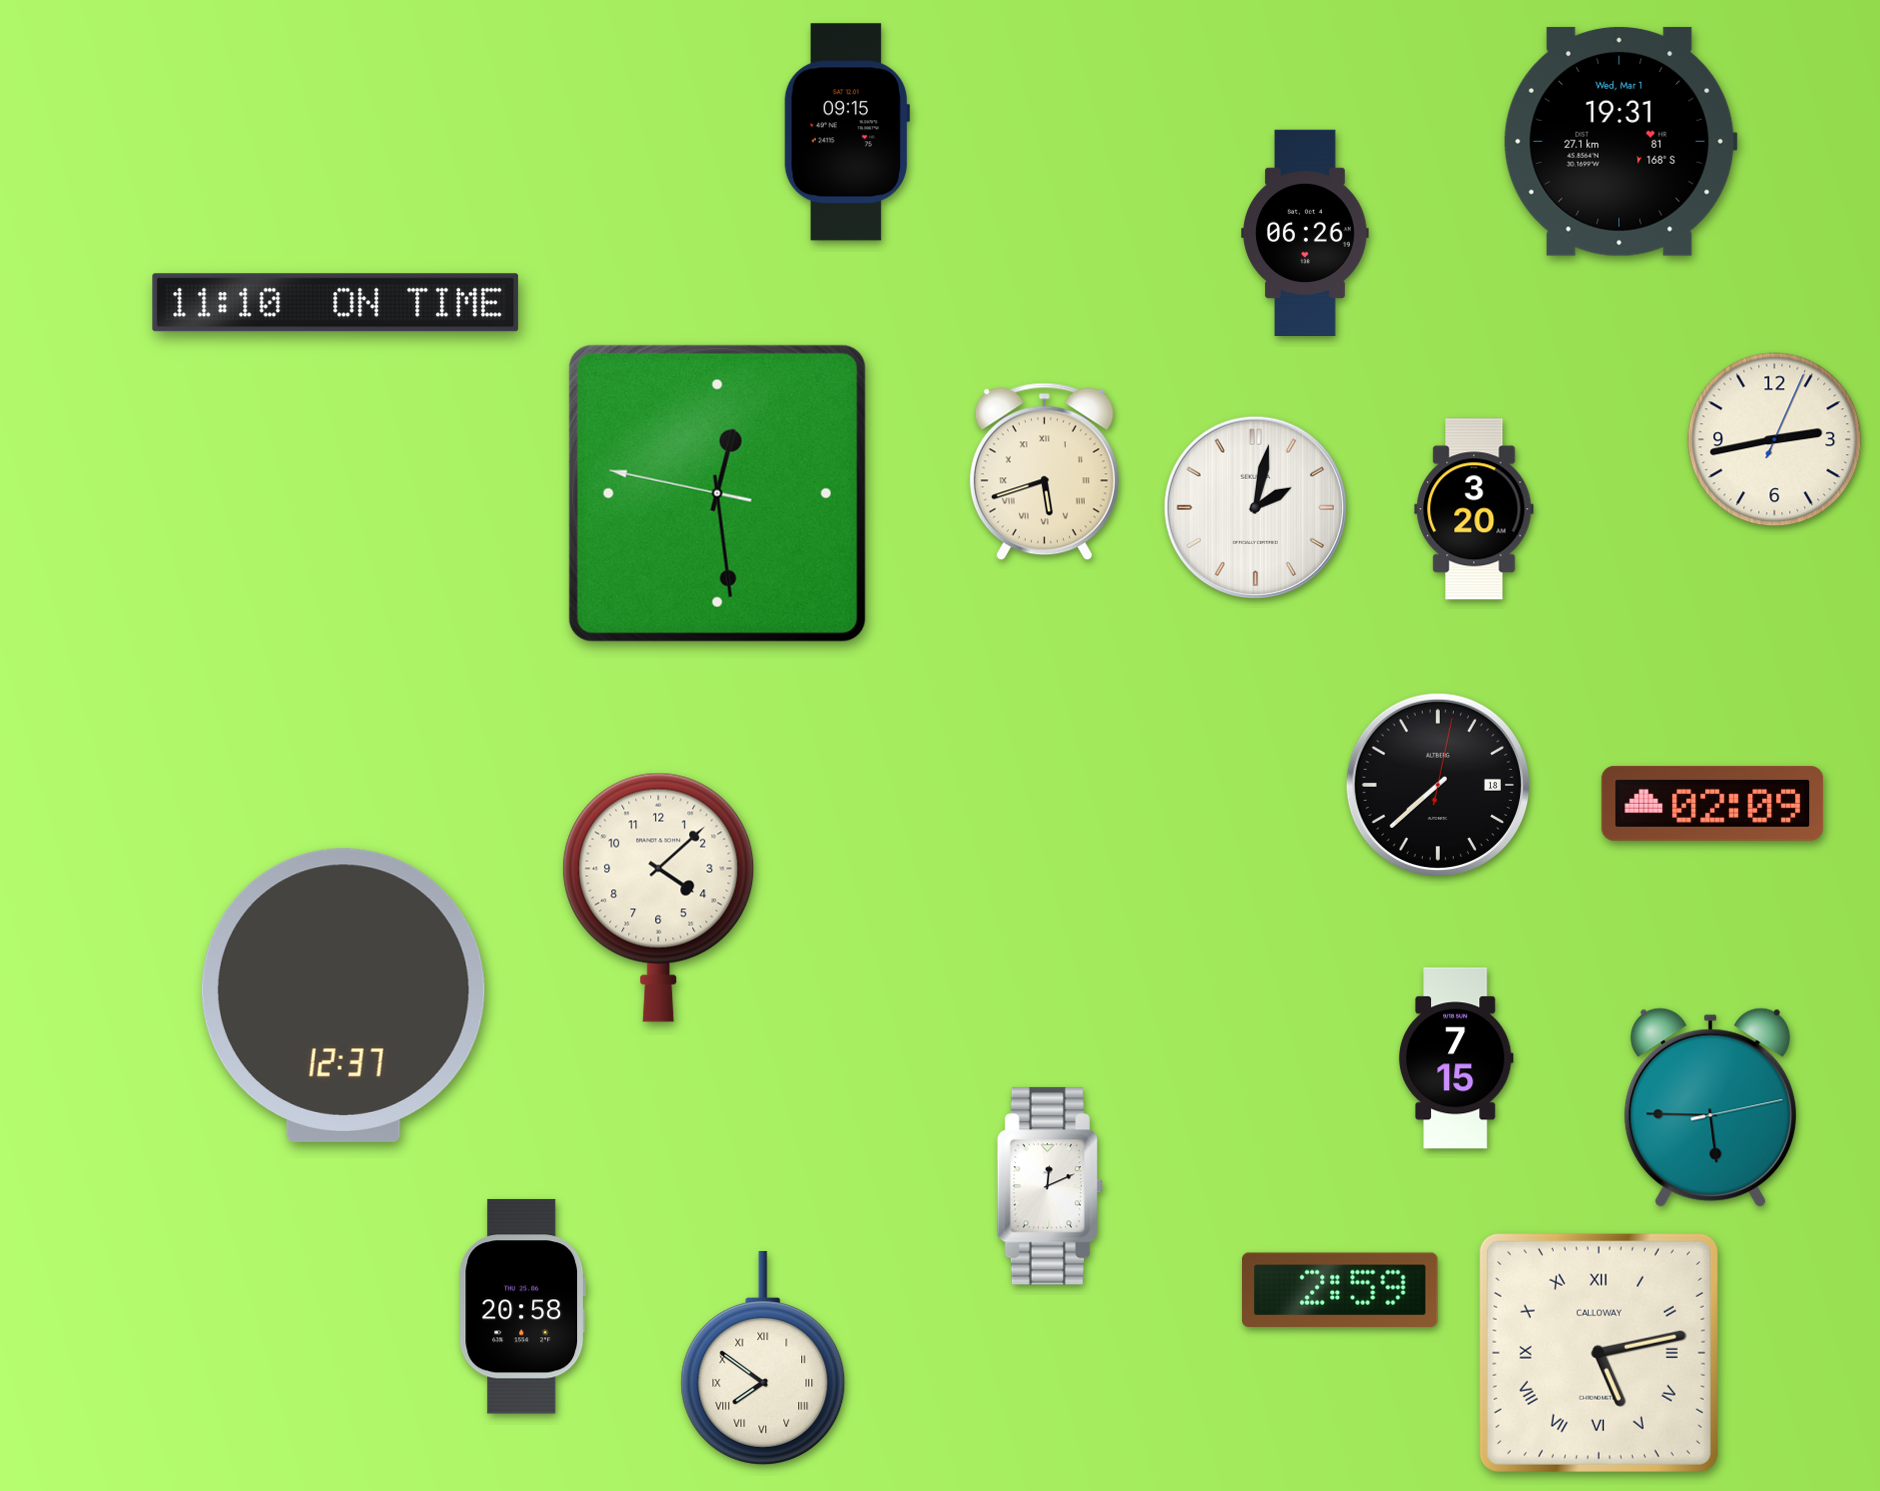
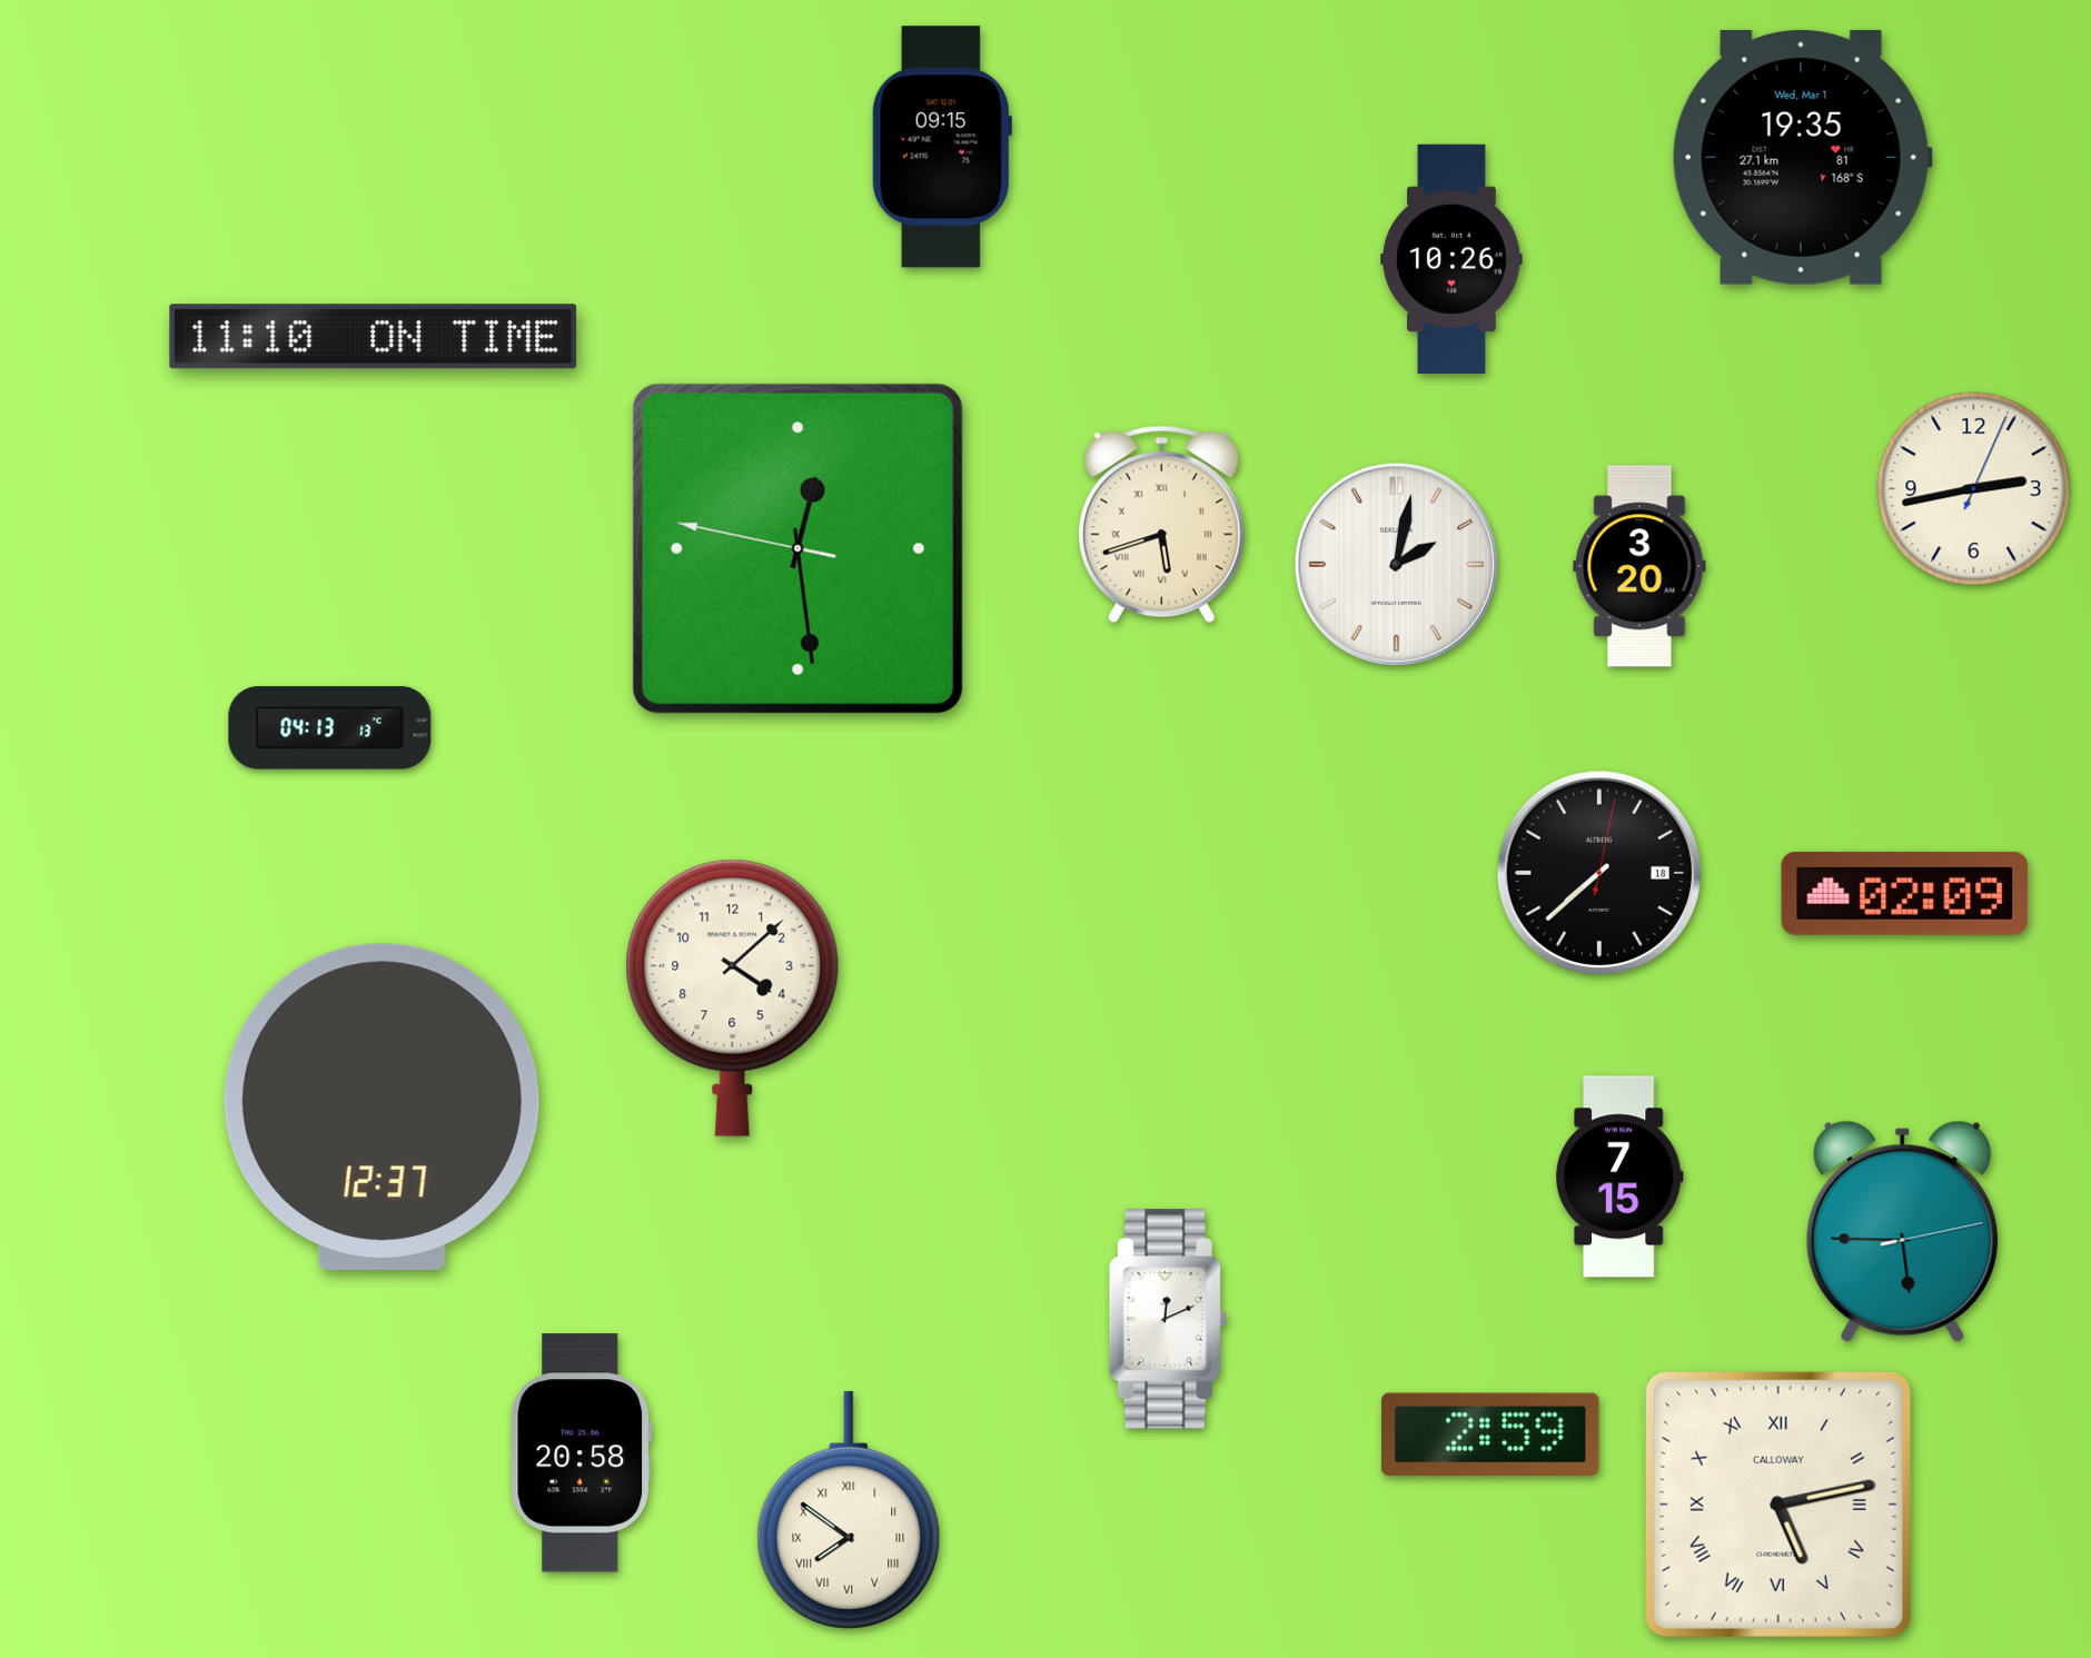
clock at (1620, 141): 19:31 -> 19:35
clock at (1305, 233): 06:26 -> 10:26
clock at (330, 728): none -> 04:13
